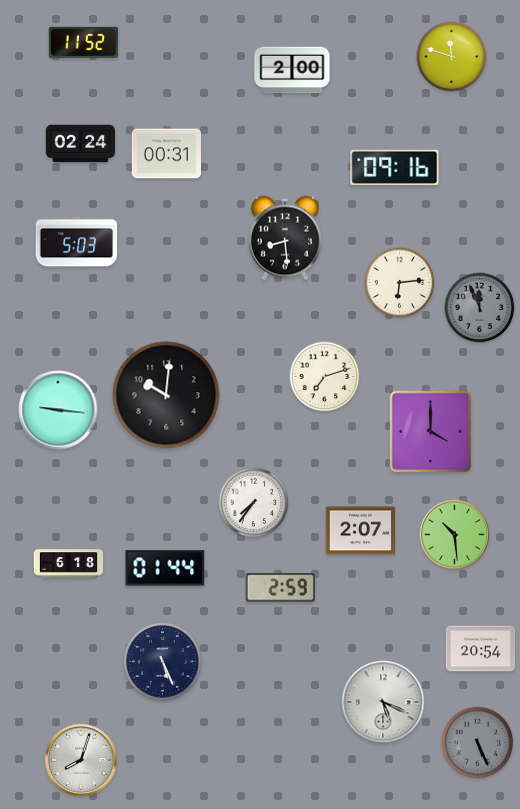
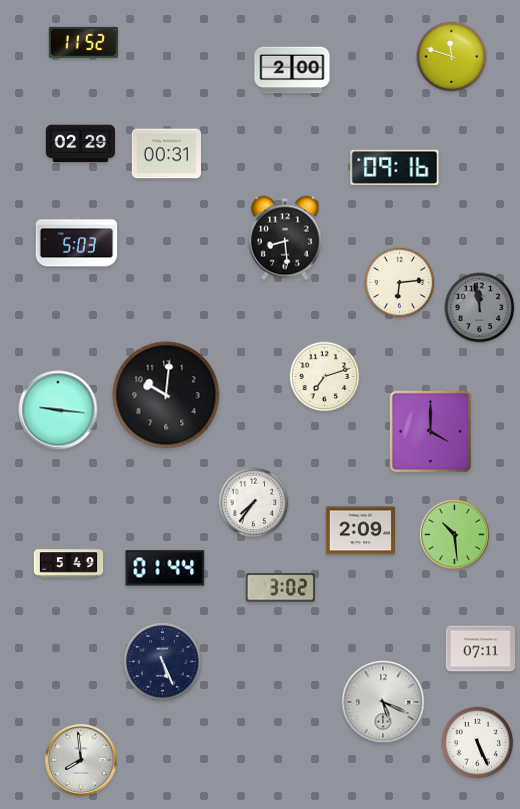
clock at (80, 144): 02:24 -> 02:29
clock at (480, 308): 11:56 -> 11:58
clock at (360, 531): 2:07 -> 2:09
clock at (69, 564): 6:18 -> 5:49
clock at (280, 588): 2:59 -> 3:02
clock at (480, 649): 20:54 -> 07:11
clock at (478, 743) dial: grey -> white
clock at (82, 761): 8:03 -> 7:59
